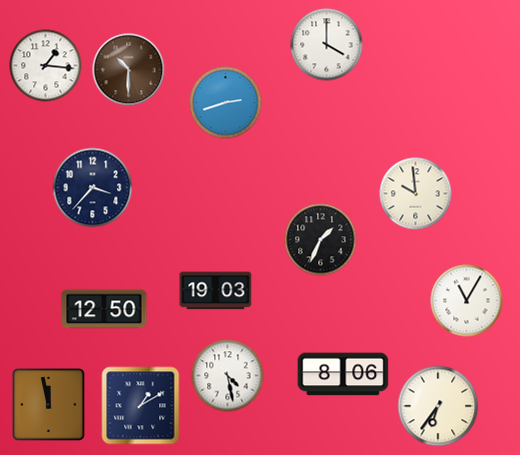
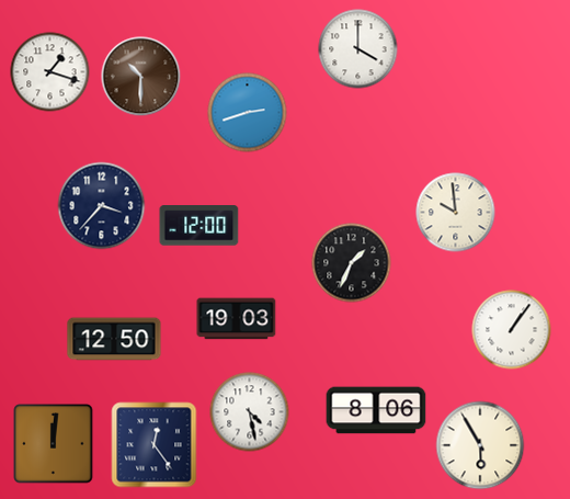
clock at (46, 66): 1:16 -> 1:18
clock at (200, 226): none -> 12:00
clock at (467, 301): 11:05 -> 1:06
clock at (49, 405): 11:58 -> 12:01
clock at (141, 406): 1:10 -> 12:24
clock at (438, 406): 6:36 -> 5:55
